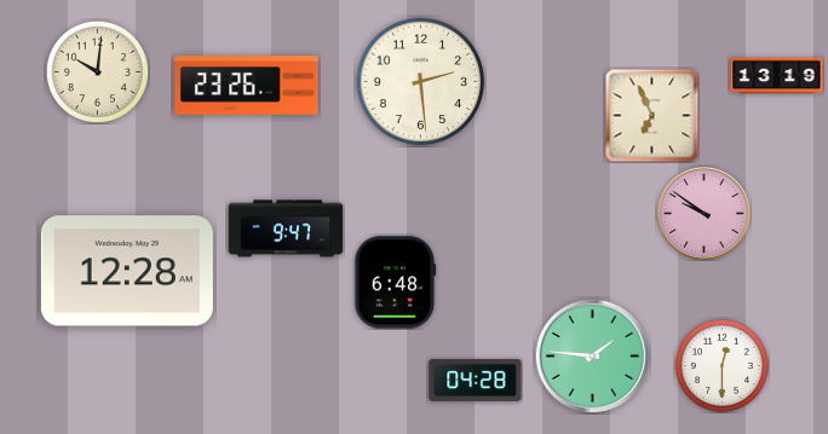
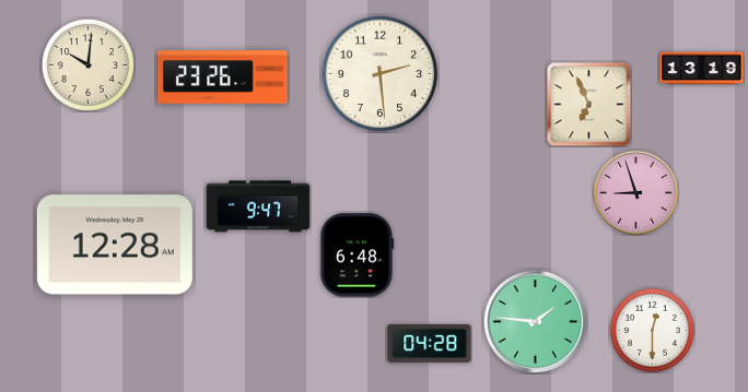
clock at (705, 214): 9:51 -> 8:57
